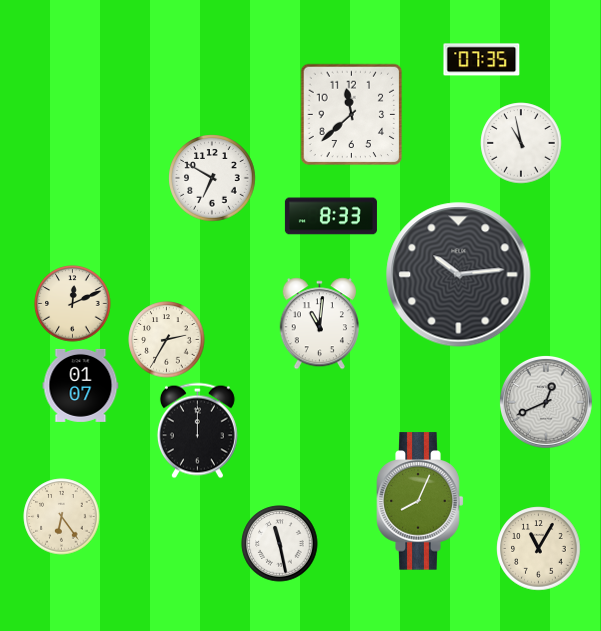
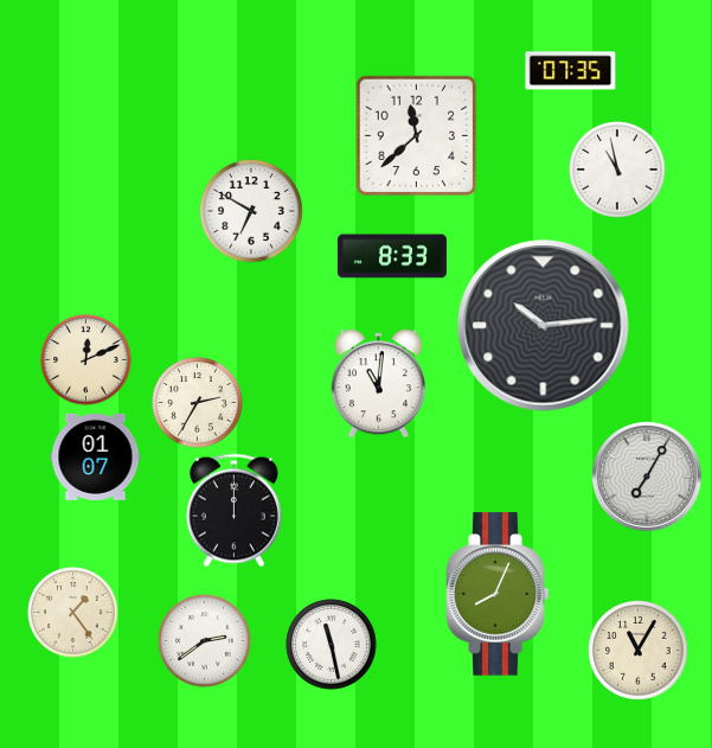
clock at (547, 403): 12:41 -> 7:05
clock at (62, 517): 6:24 -> 1:24
clock at (205, 641): none -> 2:39
